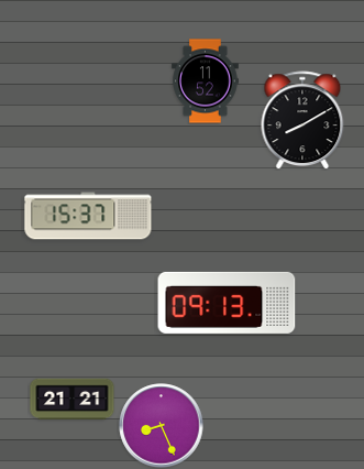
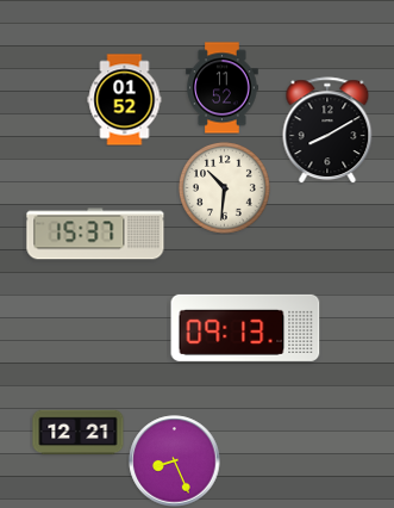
clock at (125, 100): none -> 01:52
clock at (225, 188): none -> 10:31
clock at (73, 400): 21:21 -> 12:21
